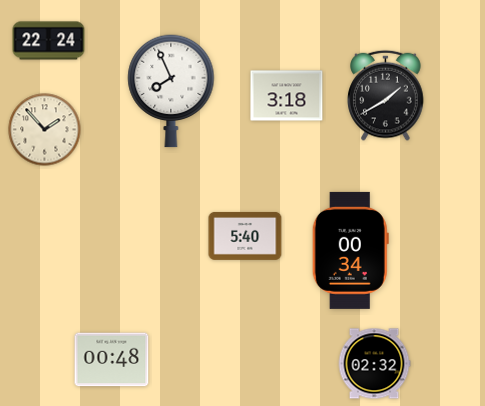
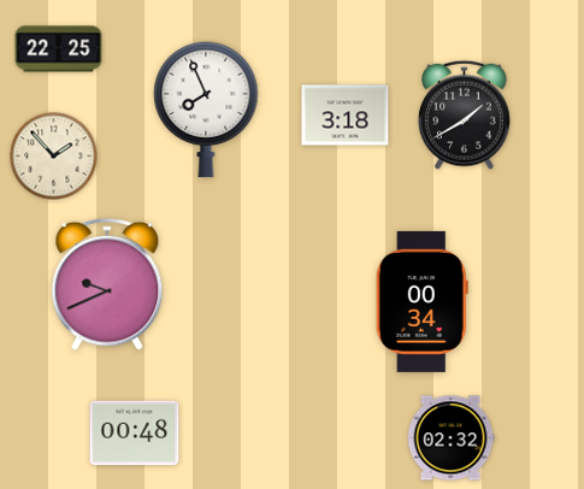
clock at (49, 41): 22:24 -> 22:25
clock at (107, 284): none -> 9:41
clock at (245, 236): 5:40 -> none
